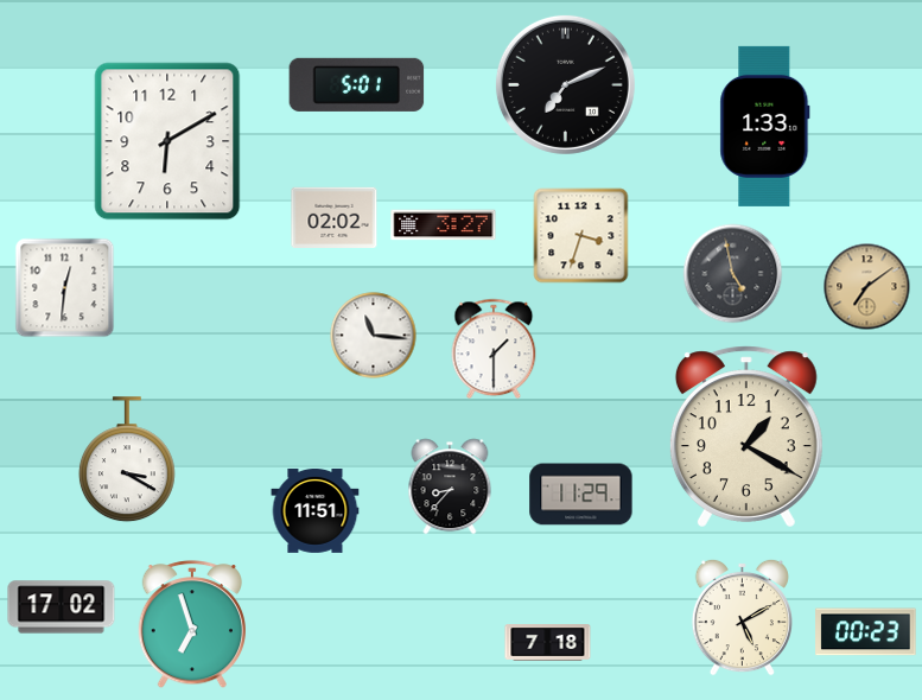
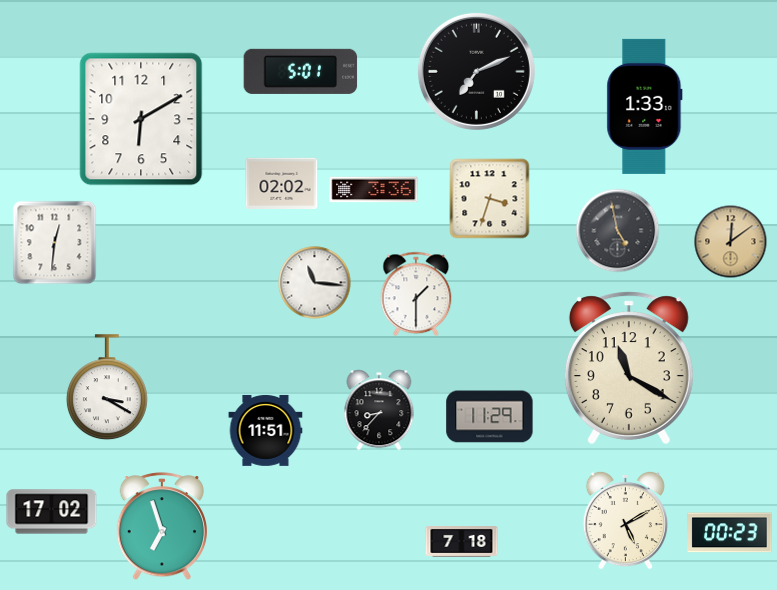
clock at (444, 225): 3:27 -> 3:36
clock at (867, 287): 7:09 -> 12:09
clock at (746, 437): 1:20 -> 11:20
